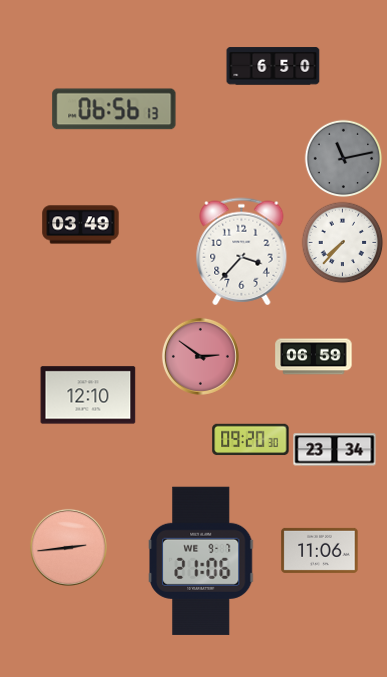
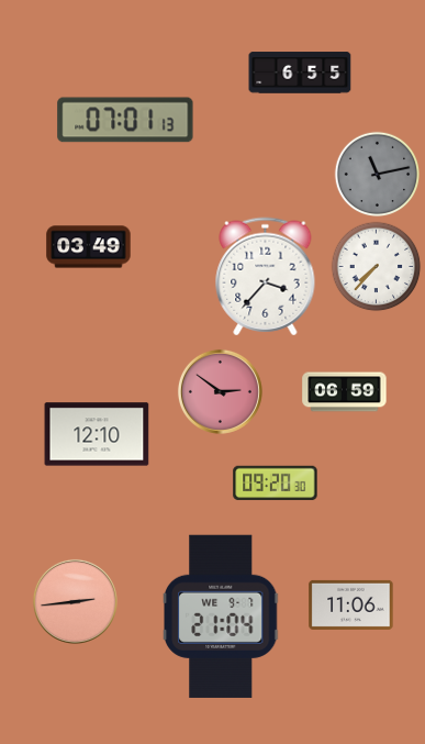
clock at (273, 66): 6:50 -> 6:55
clock at (114, 109): 06:56 -> 07:01
clock at (335, 450): 23:34 -> none
clock at (201, 561): 21:06 -> 21:04
